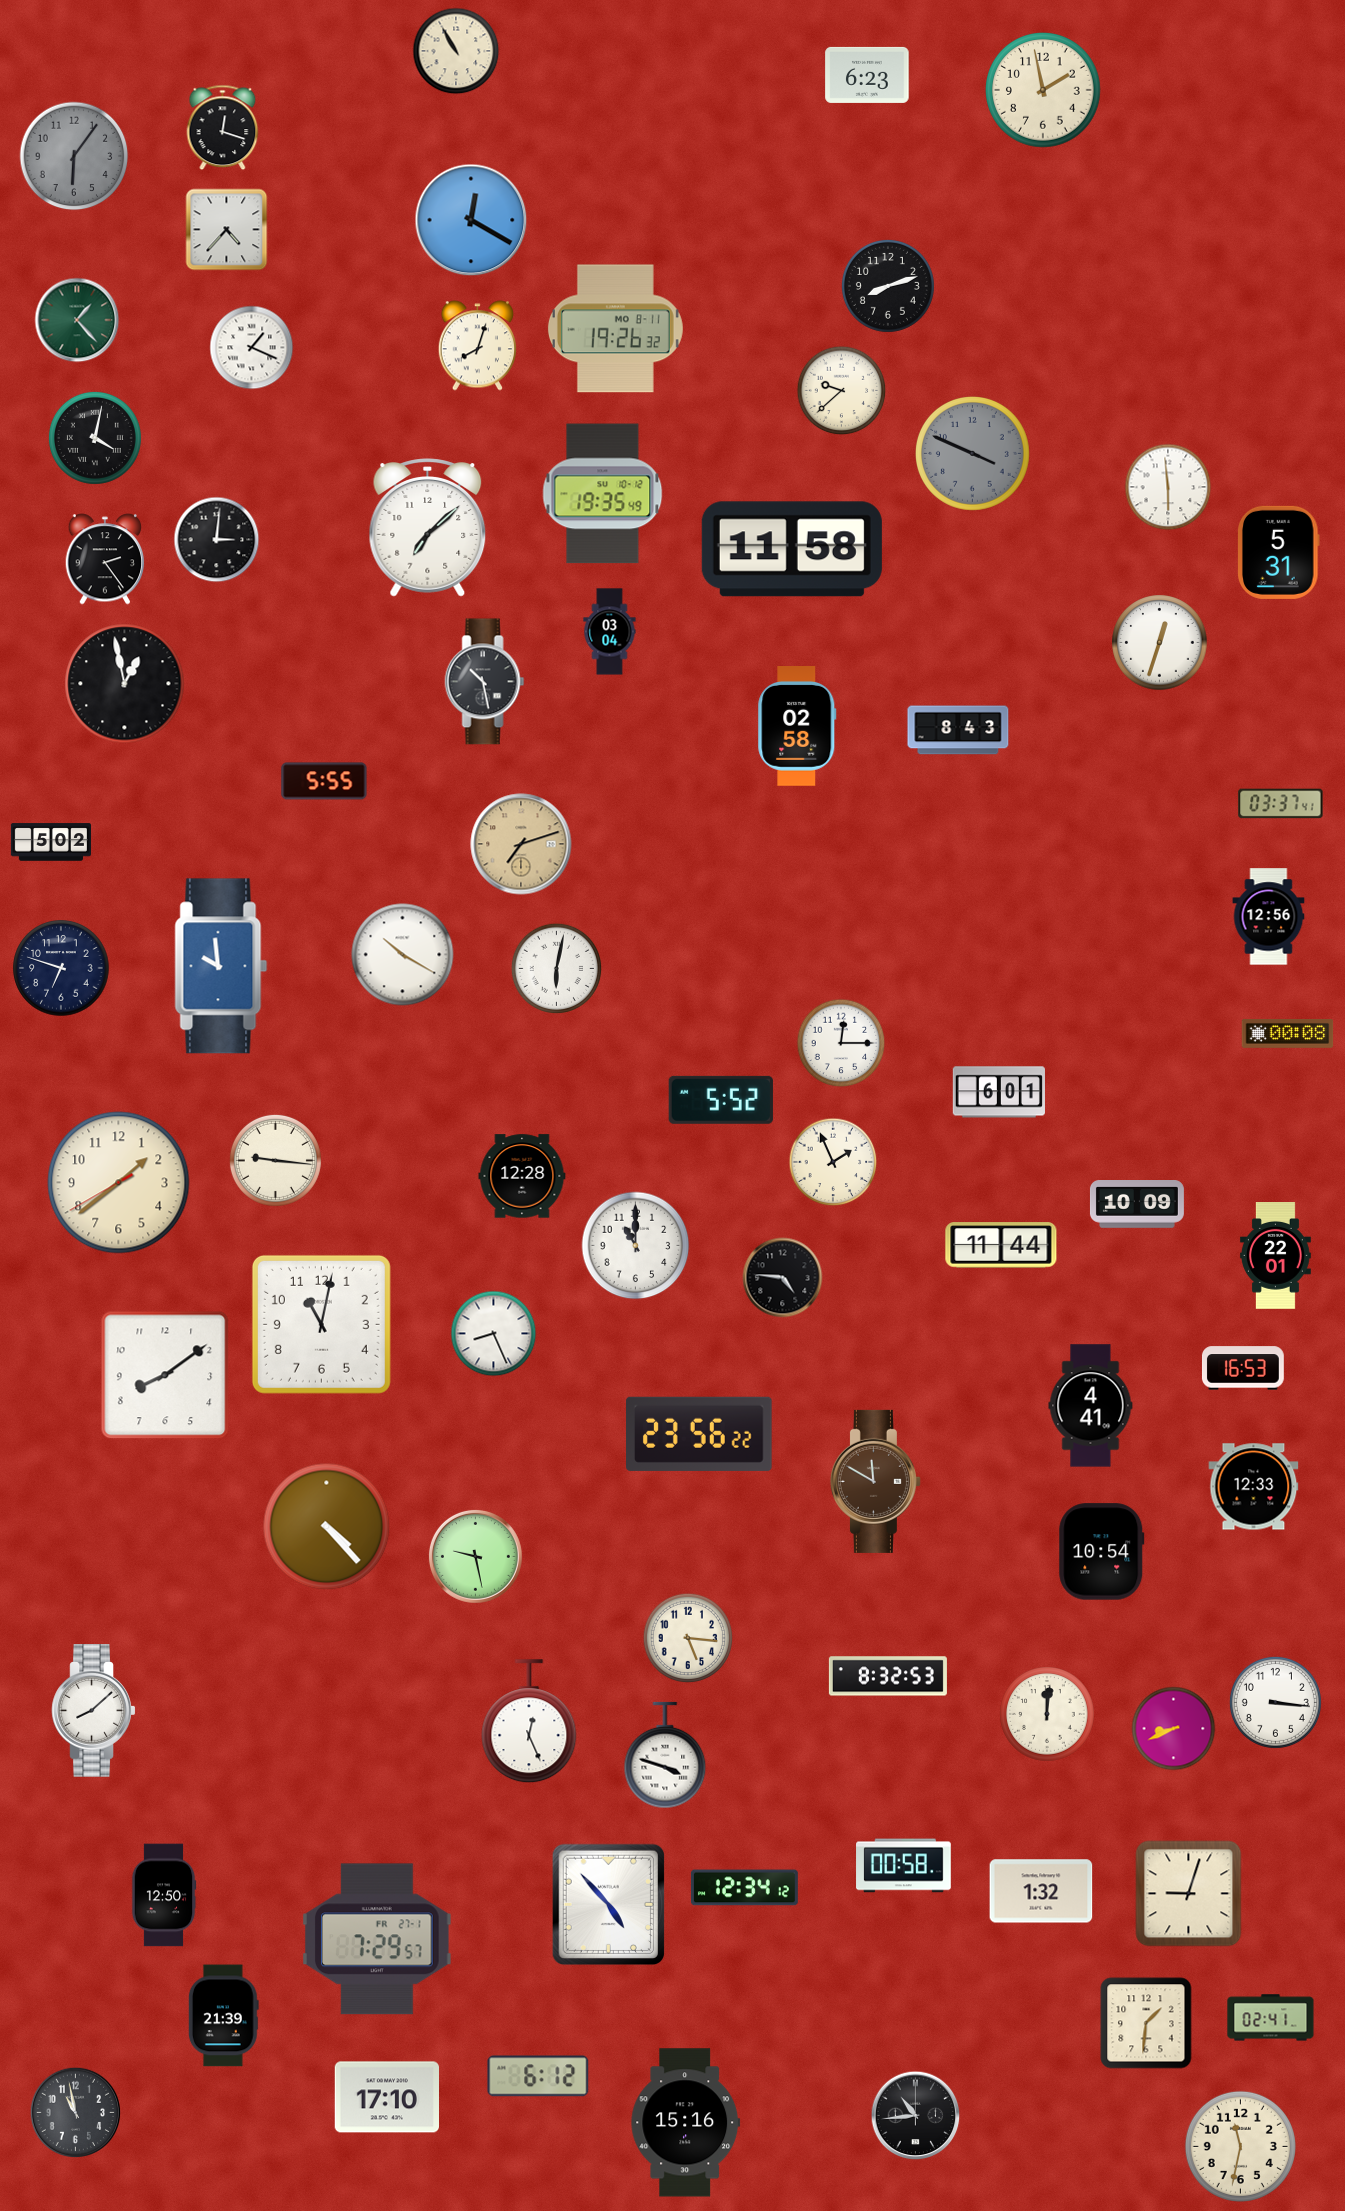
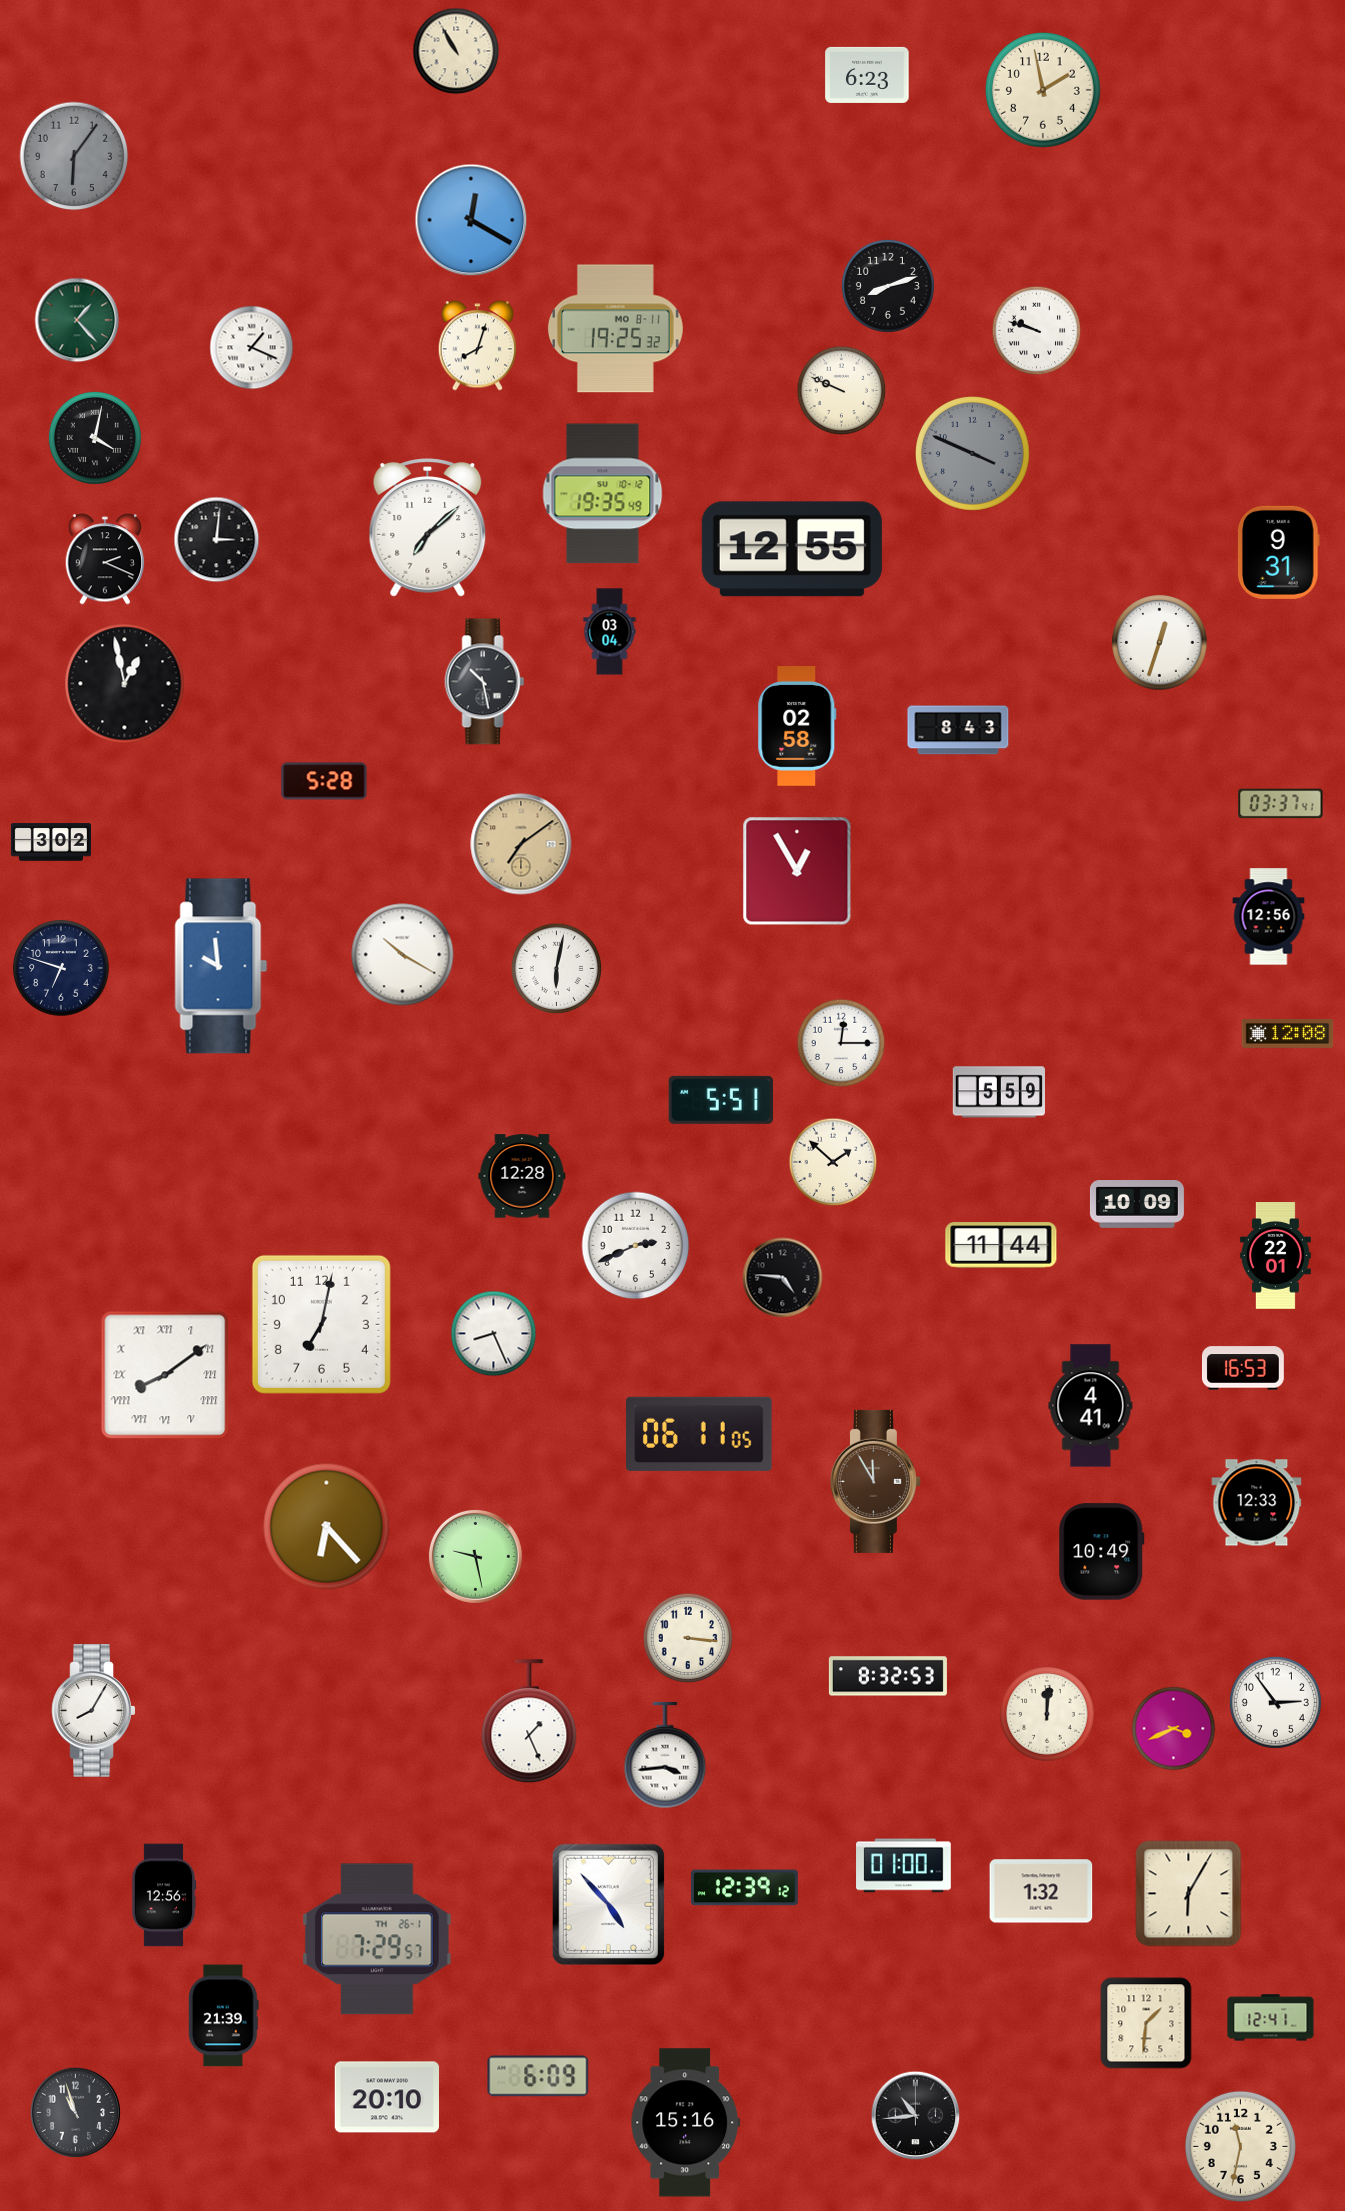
clock at (223, 128): 12:18 -> none
clock at (227, 230): 4:37 -> none
clock at (615, 329): 19:26 -> 19:25
clock at (1037, 331): none -> 9:48
clock at (842, 391): 9:38 -> 9:49
clock at (1168, 487): 5:59 -> none
clock at (792, 549): 11:58 -> 12:55
clock at (1279, 552): 5:31 -> 9:31
clock at (105, 559): 2:24 -> 2:19
clock at (324, 781): 5:55 -> 5:28
clock at (50, 842): 5:02 -> 3:02
clock at (521, 844): 7:12 -> 7:09
clock at (797, 871): none -> 12:55
clock at (1288, 1034): 00:08 -> 12:08
clock at (999, 1092): 6:01 -> 5:59
clock at (721, 1100): 5:52 -> 5:51
clock at (275, 1160): 9:16 -> none
clock at (833, 1162): 1:56 -> 1:52
clock at (119, 1183): 1:38 -> none
clock at (636, 1246): 11:00 -> 2:41
clock at (321, 1324): 11:02 -> 7:02
clock at (165, 1375) numerals: Arabic -> Roman
clock at (699, 1434): 23:56 -> 06:11
clock at (875, 1481): 11:50 -> 11:55
clock at (1254, 1487) position: (1254, 1487) -> (1257, 1503)
clock at (327, 1527): 4:23 -> 6:23
clock at (1102, 1552): 10:54 -> 10:49
clock at (688, 1638): 5:16 -> 3:16
clock at (1275, 1702): 3:16 -> 2:54
clock at (94, 1711): 8:08 -> 8:05
clock at (529, 1722): 12:26 -> 1:26
clock at (1174, 1729): 8:41 -> 3:41
clock at (665, 1755): 3:48 -> 3:44
clock at (904, 1866): 00:58 -> 01:00
clock at (744, 1888): 12:34 -> 12:39
clock at (1189, 1894): 9:03 -> 6:05
clock at (164, 1895): 12:50 -> 12:56
clock at (378, 1939) date: FR 27-1 -> TH 26-1
clock at (1271, 2018): 02:41 -> 12:41
clock at (538, 2076): 6:12 -> 6:09
clock at (386, 2097): 17:10 -> 20:10
clock at (75, 2112): 10:58 -> 10:57
